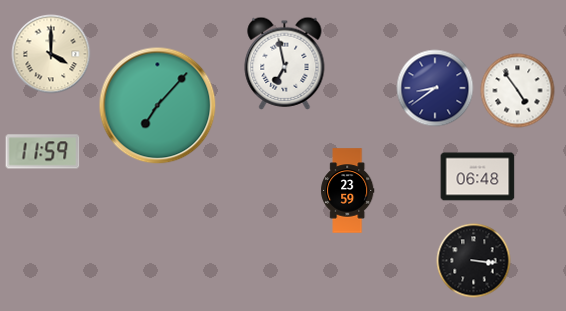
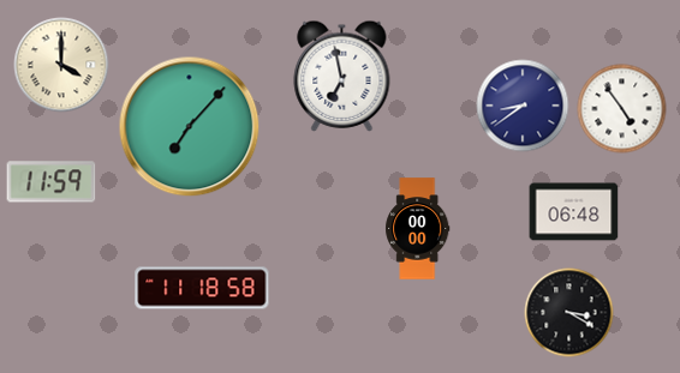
clock at (348, 191): 23:59 -> 00:00
clock at (202, 288): none -> 11:18
clock at (474, 261): 3:16 -> 3:20
